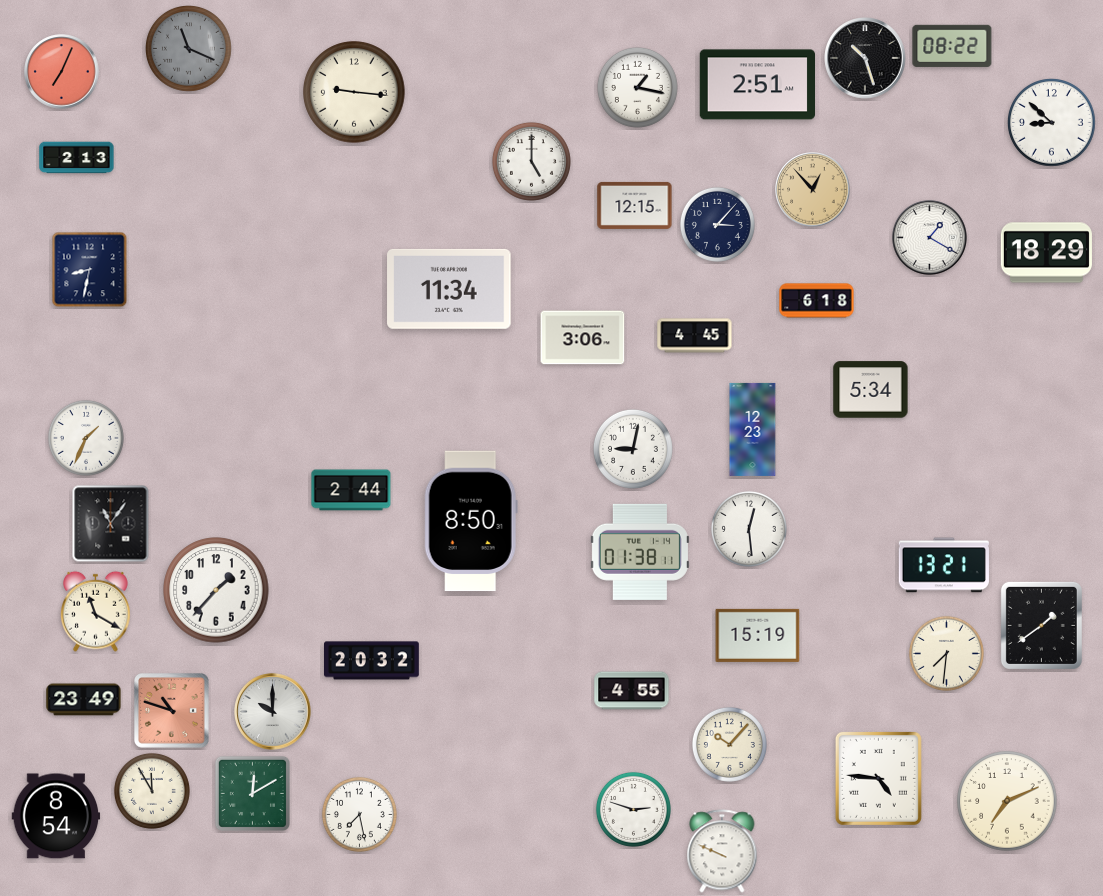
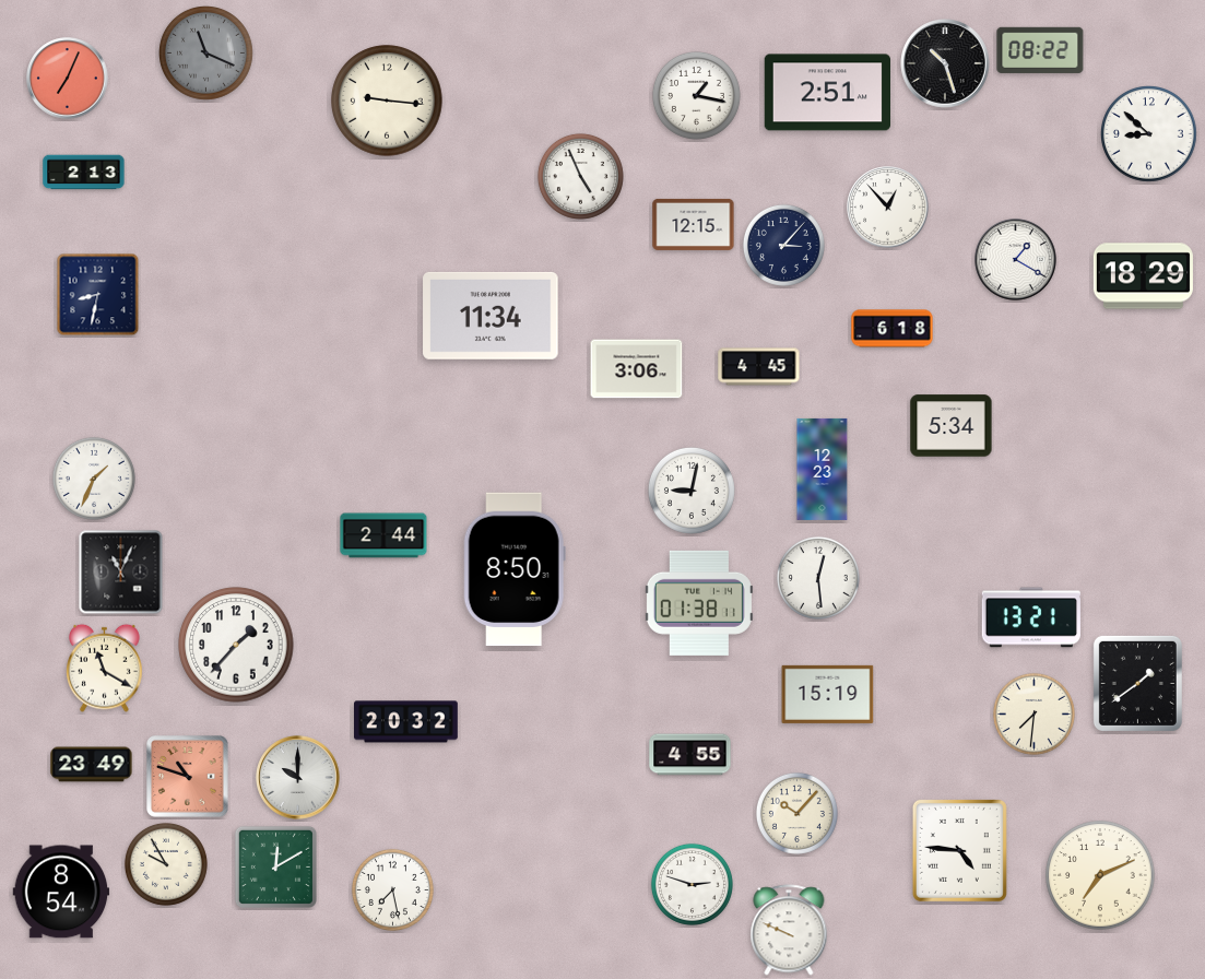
clock at (531, 161): 5:00 -> 4:56
clock at (813, 190) dial: champagne -> white
clock at (111, 524): 11:06 -> 11:04
clock at (152, 791): 11:55 -> 9:55
